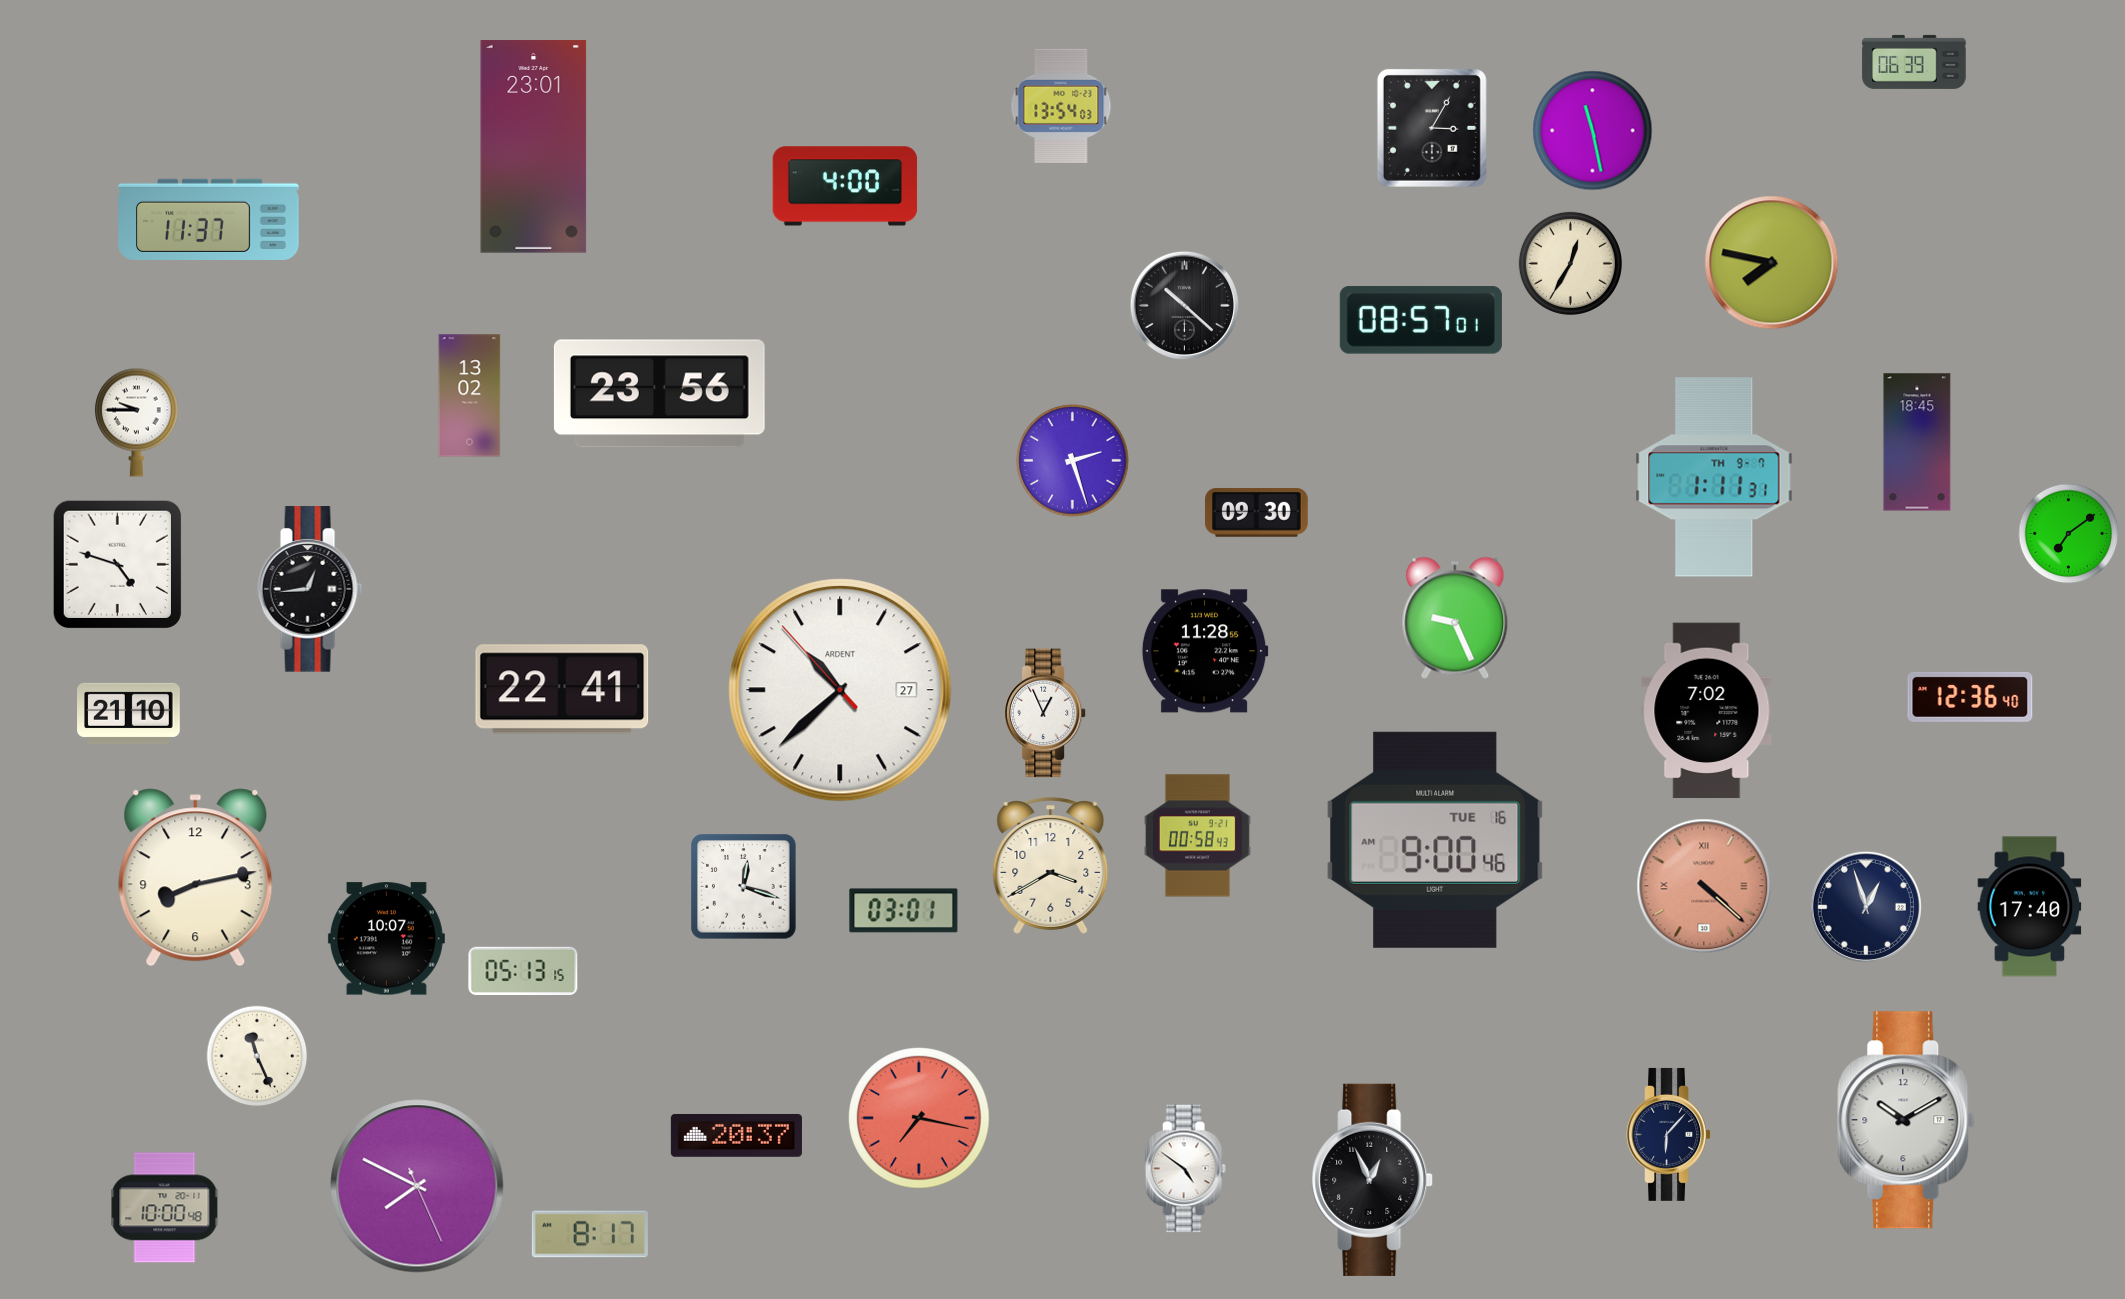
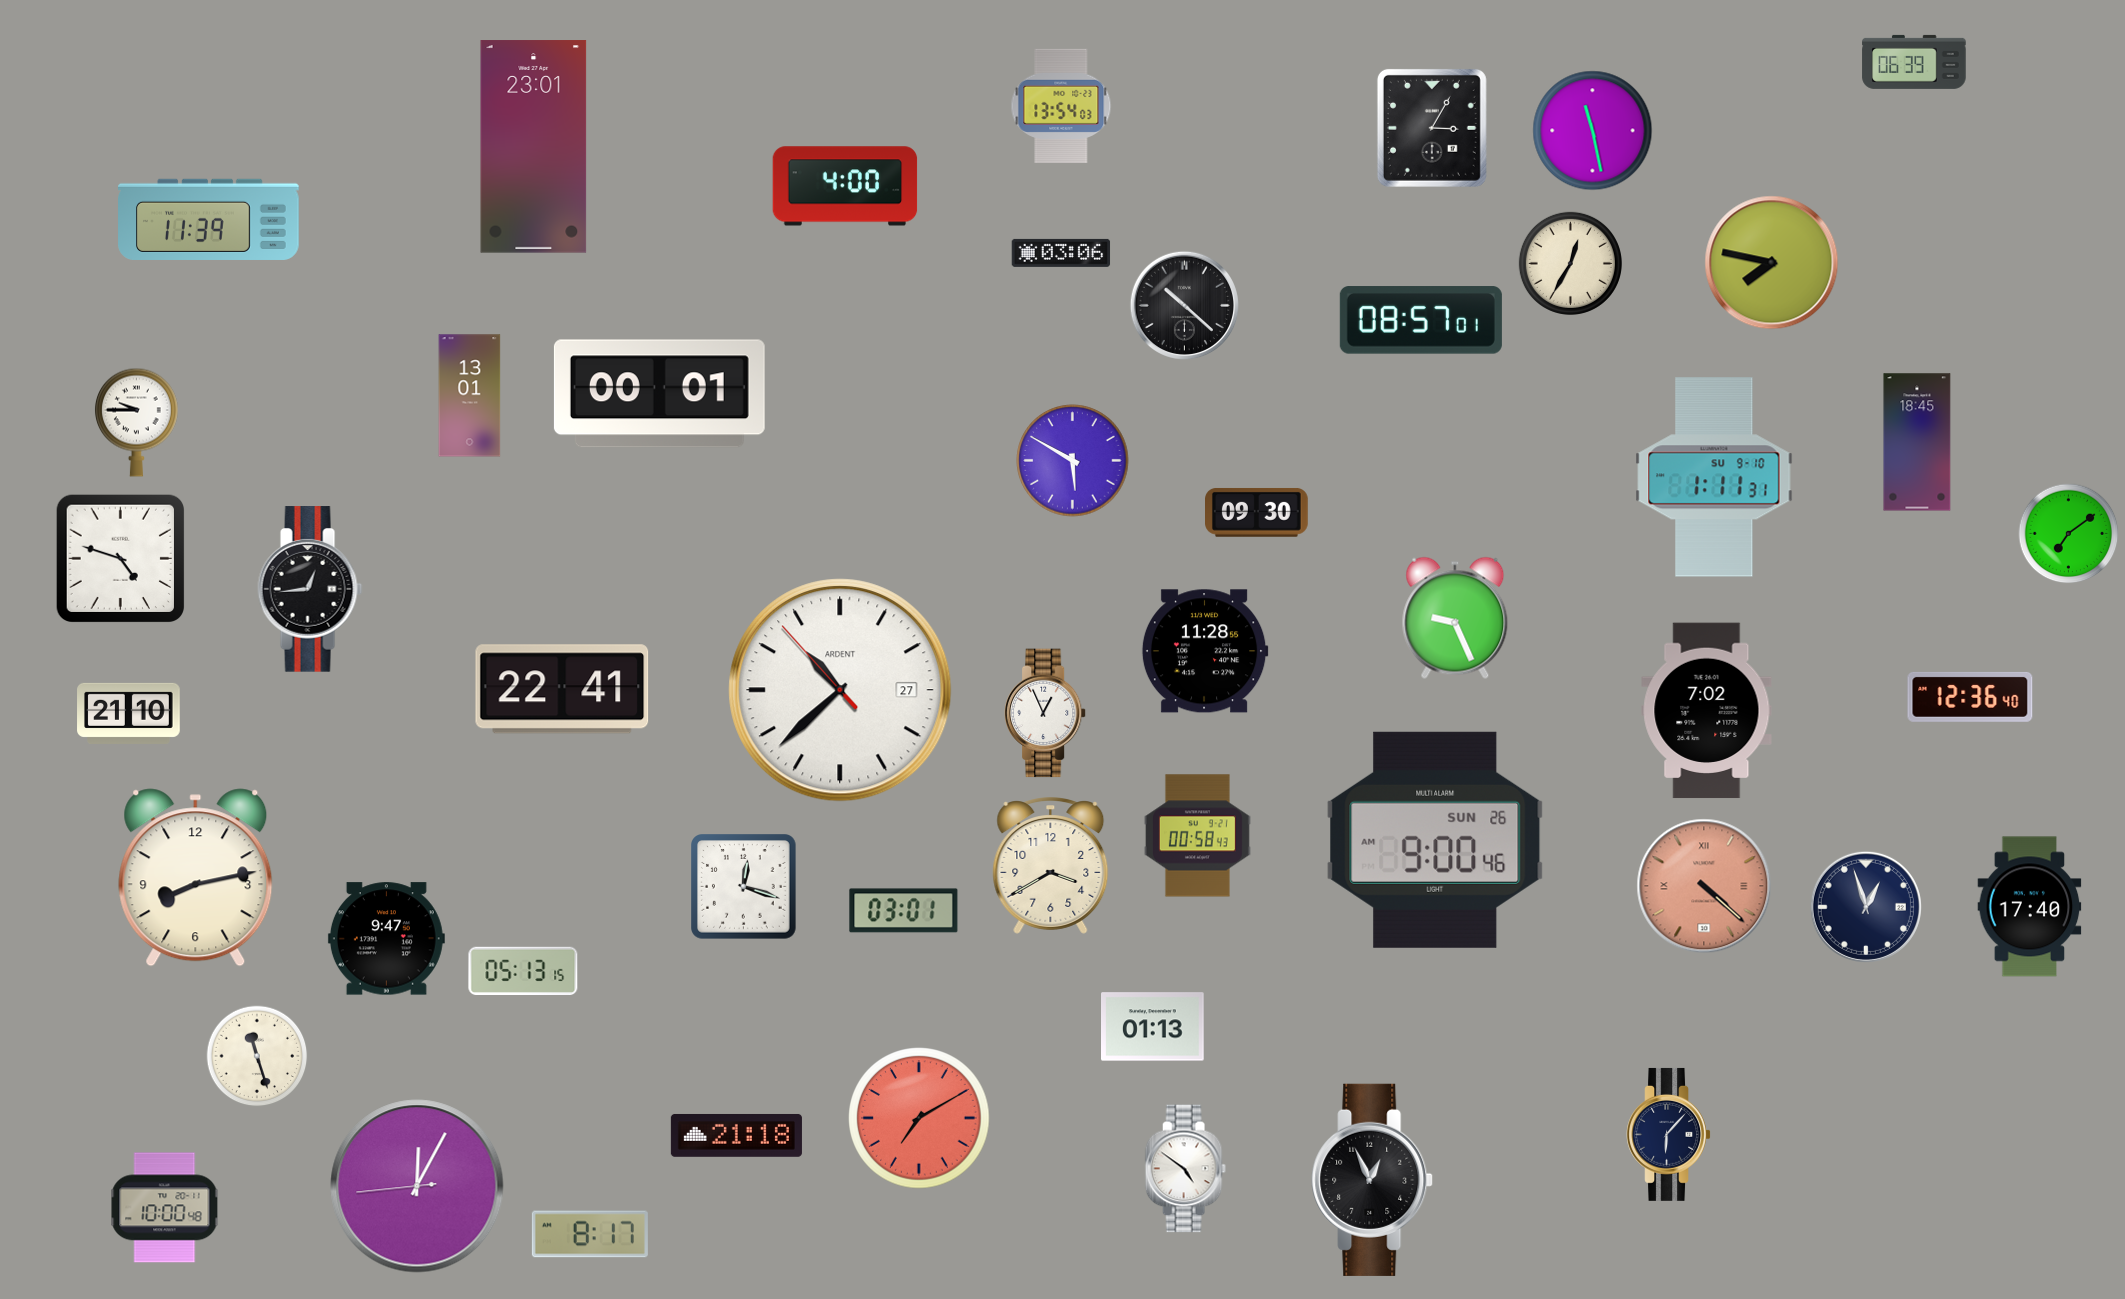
clock at (209, 219): 11:37 -> 11:39
clock at (1061, 253): none -> 03:06
clock at (659, 394): 23:56 -> 00:01
clock at (470, 396): 13:02 -> 13:01
clock at (1073, 461): 2:27 -> 5:50
clock at (1714, 477) date: TH 9-7 -> SU 9-10
clock at (117, 564) position: (117, 564) -> (120, 558)
clock at (1435, 840) date: TUE 16 -> SUN 26
clock at (386, 939): 10:07 -> 9:47
clock at (1153, 1027): none -> 01:13
clock at (257, 1056): 11:26 -> 11:27
clock at (919, 1118): 7:17 -> 7:10
clock at (1906, 1120): 10:10 -> none
clock at (736, 1135): 20:37 -> 21:18
clock at (417, 1186): 7:49 -> 12:04
